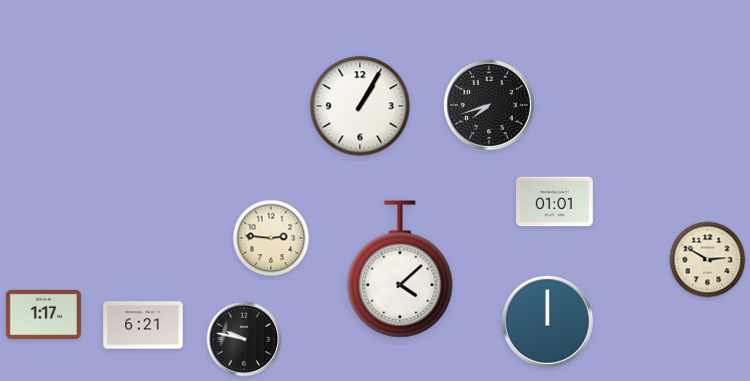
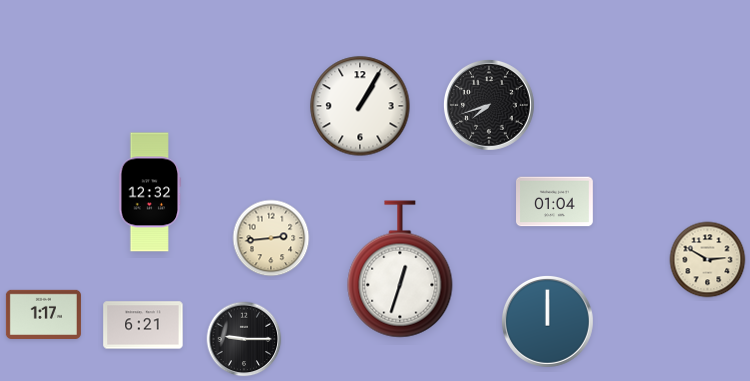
clock at (150, 192): none -> 12:32
clock at (555, 202): 01:01 -> 01:04
clock at (271, 238): 2:46 -> 2:44
clock at (400, 269): 4:08 -> 12:33
clock at (244, 339): 9:47 -> 9:15
